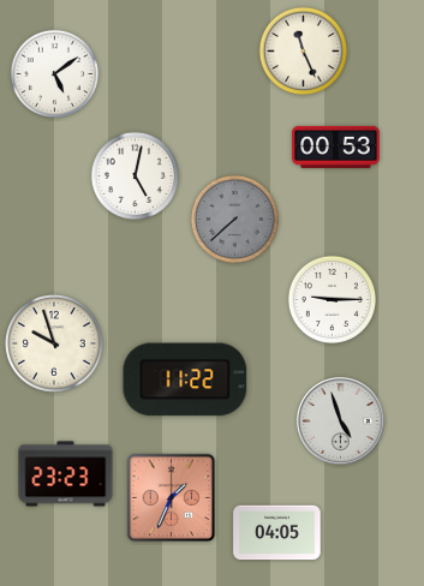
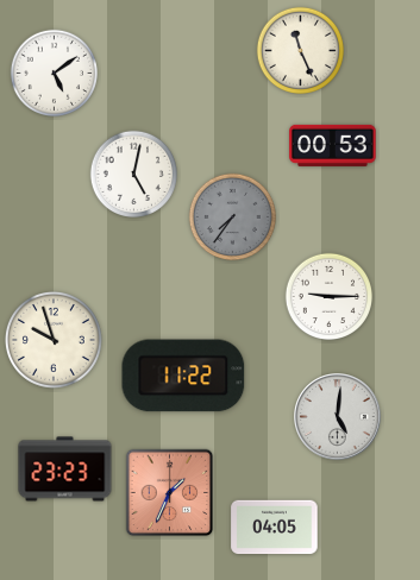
clock at (234, 219): 7:38 -> 7:36
clock at (341, 421): 4:57 -> 5:01
